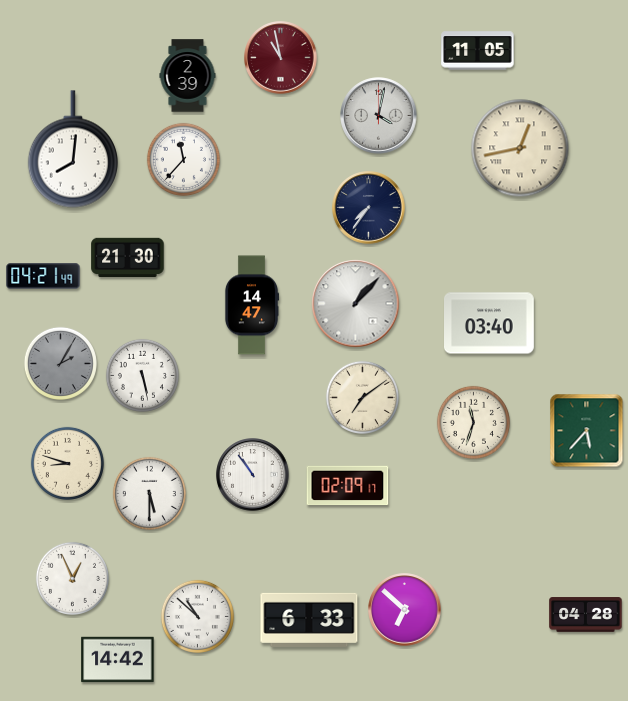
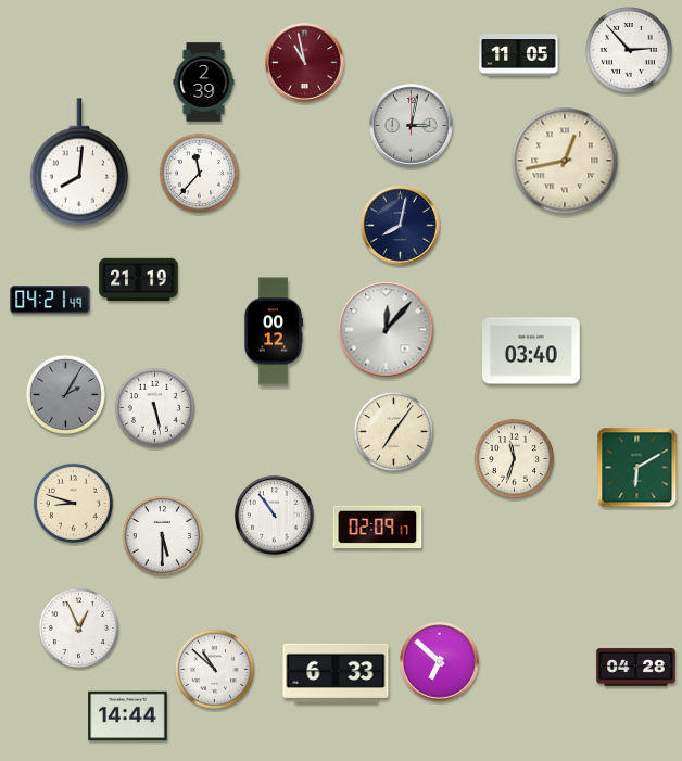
clock at (630, 51): none -> 2:53
clock at (379, 116): 4:02 -> 3:02
clock at (369, 208): 7:36 -> 8:02
clock at (128, 258): 21:30 -> 21:19
clock at (43, 276) position: (43, 276) -> (50, 300)
clock at (356, 304): 1:07 -> 12:07
clock at (252, 305): 14:47 -> 00:12
clock at (362, 397): 7:09 -> 7:06
clock at (587, 431): 5:37 -> 6:10
clock at (118, 660): 14:42 -> 14:44
